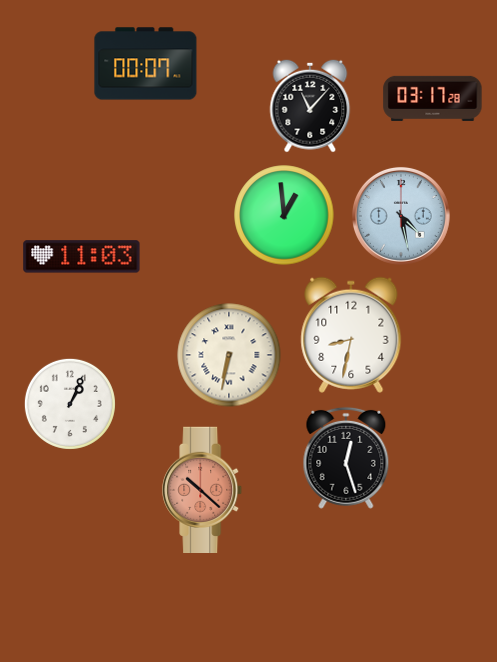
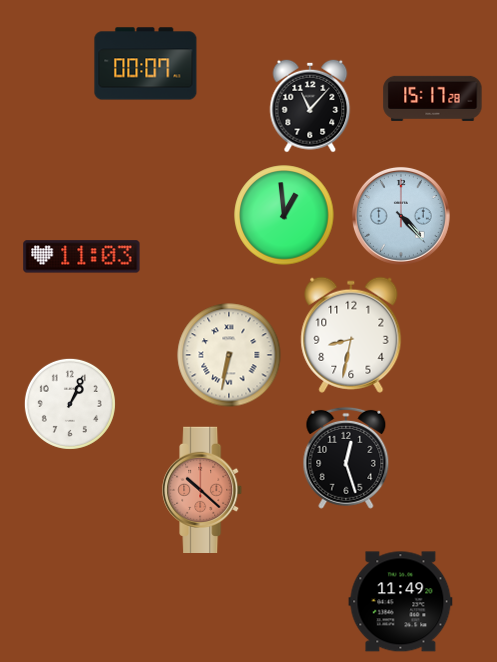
clock at (433, 98): 03:17 -> 15:17
clock at (401, 216): 4:28 -> 4:23
clock at (401, 602): none -> 11:49
